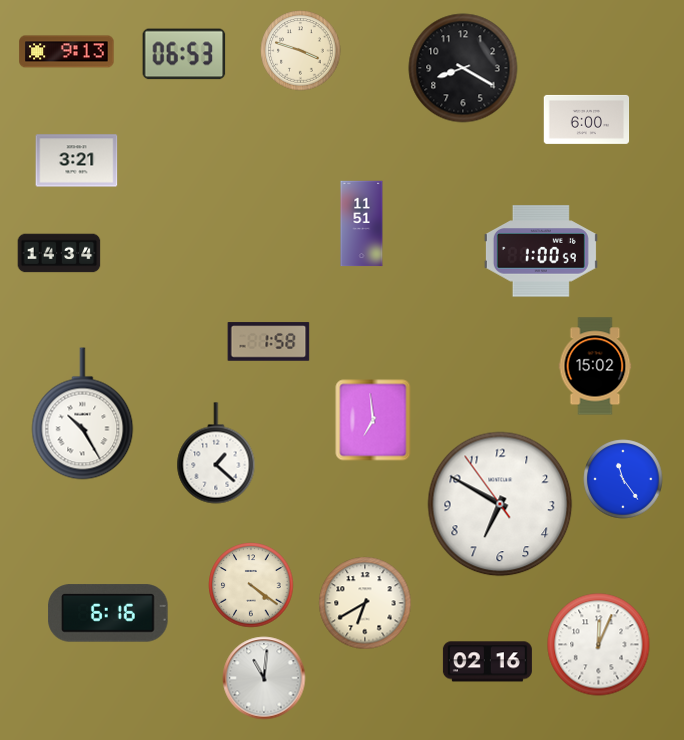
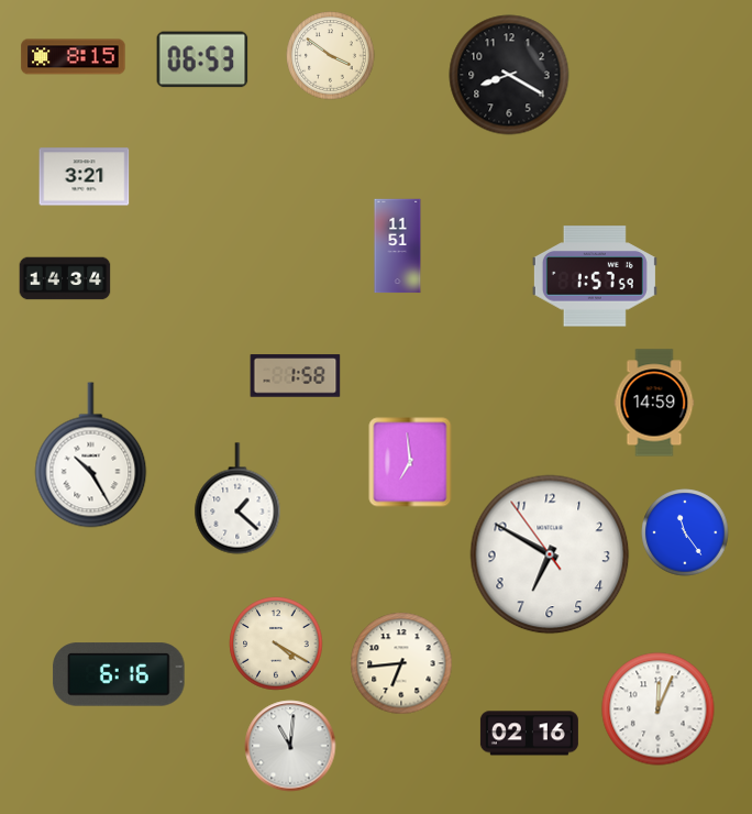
clock at (301, 51): 3:48 -> 3:51
clock at (67, 52): 9:13 -> 8:15
clock at (587, 119): 6:00 -> none
clock at (541, 251): 1:00 -> 1:57
clock at (595, 366): 15:02 -> 14:59
clock at (623, 479) position: (623, 479) -> (685, 532)
clock at (251, 585): 4:21 -> 4:20
clock at (365, 603): 6:40 -> 6:44
clock at (487, 662) position: (487, 662) -> (529, 734)
